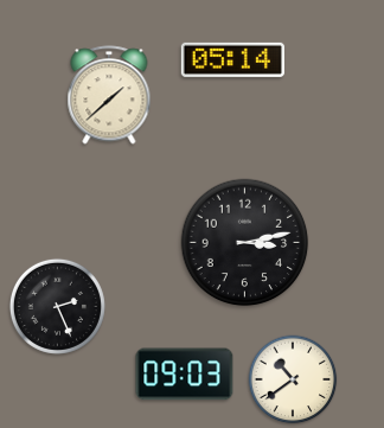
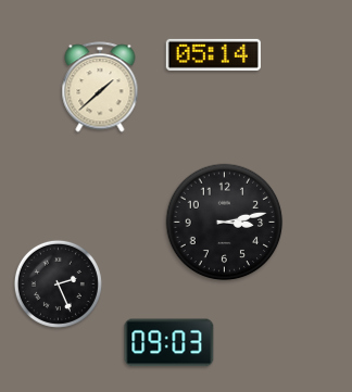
clock at (57, 306) position: (57, 306) -> (58, 283)
clock at (293, 379): 10:39 -> none
